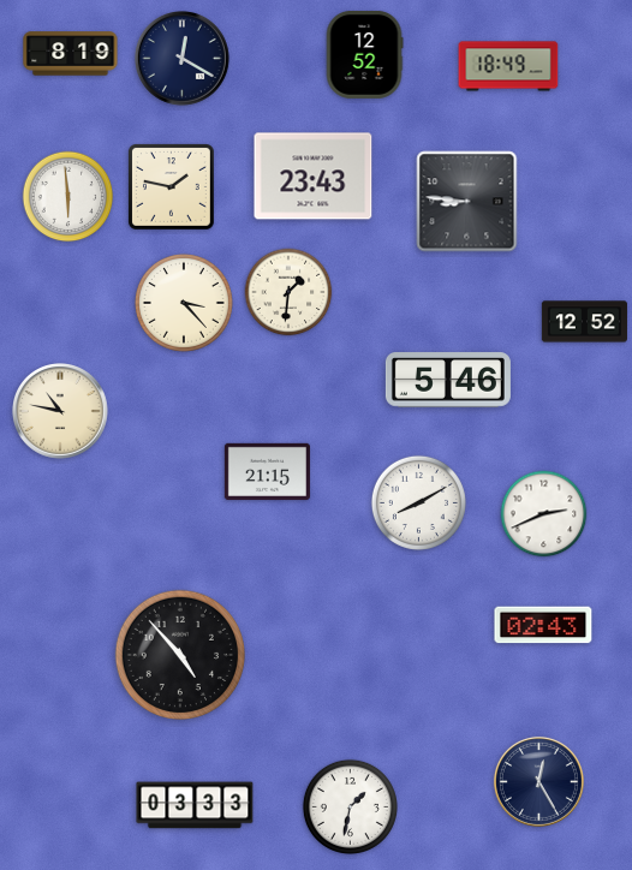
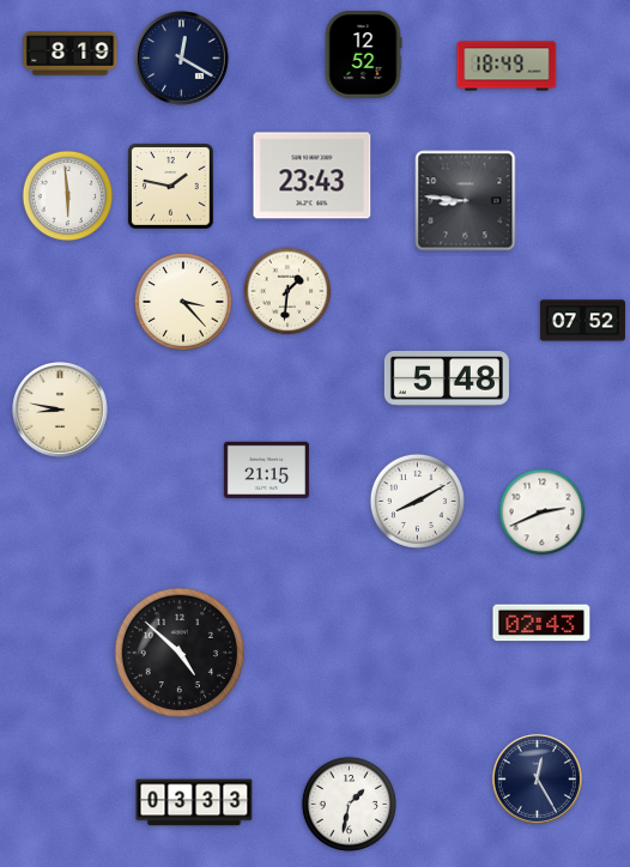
clock at (584, 322): 12:52 -> 07:52
clock at (448, 380): 5:46 -> 5:48
clock at (61, 412): 10:47 -> 8:47
clock at (179, 654): 4:53 -> 4:52
